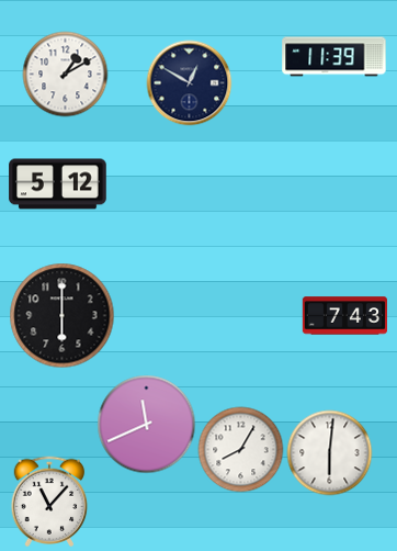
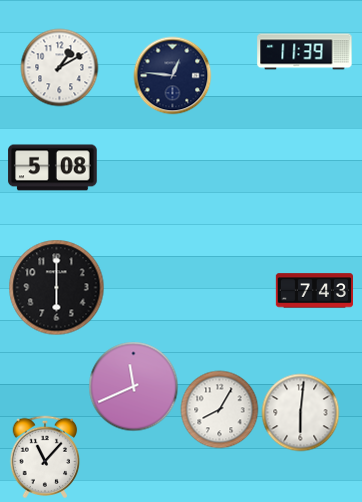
clock at (189, 82): 12:50 -> 12:46
clock at (58, 184): 5:12 -> 5:08
clock at (344, 316) position: (344, 316) -> (314, 291)
